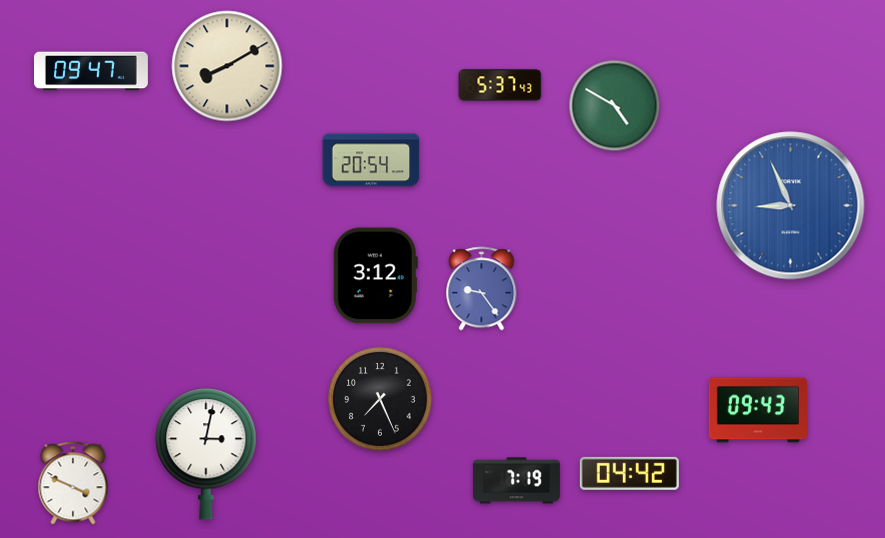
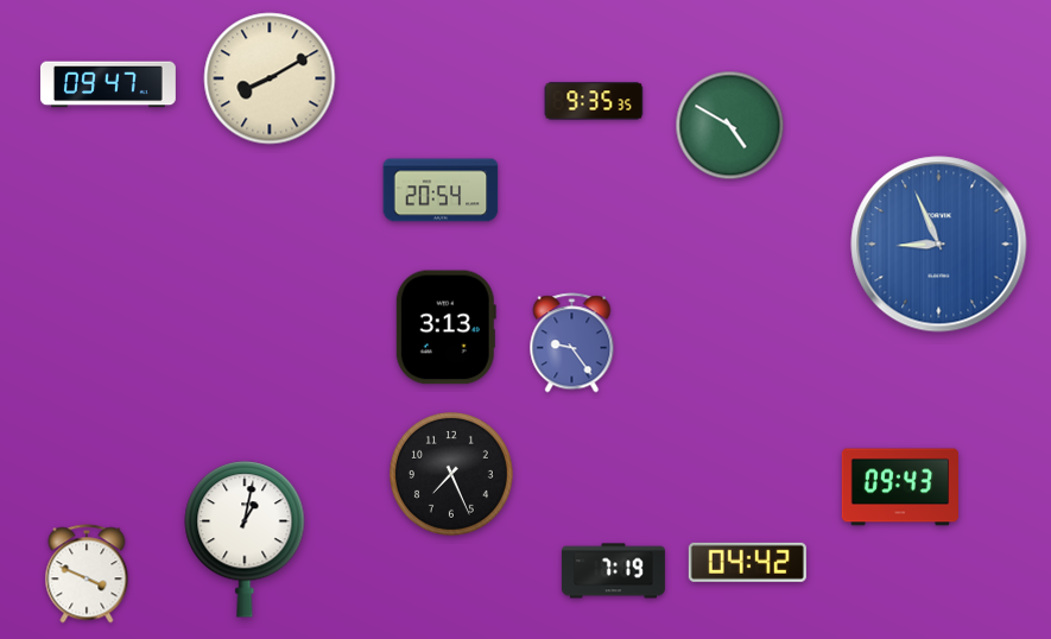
clock at (500, 85): 5:37 -> 9:35
clock at (375, 276): 3:12 -> 3:13
clock at (206, 454): 3:02 -> 1:02
